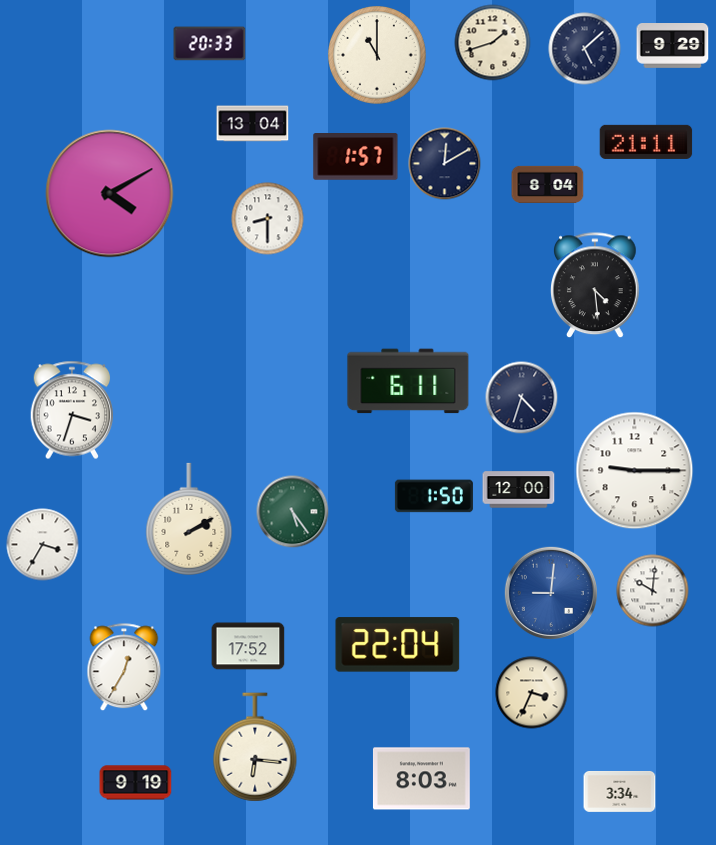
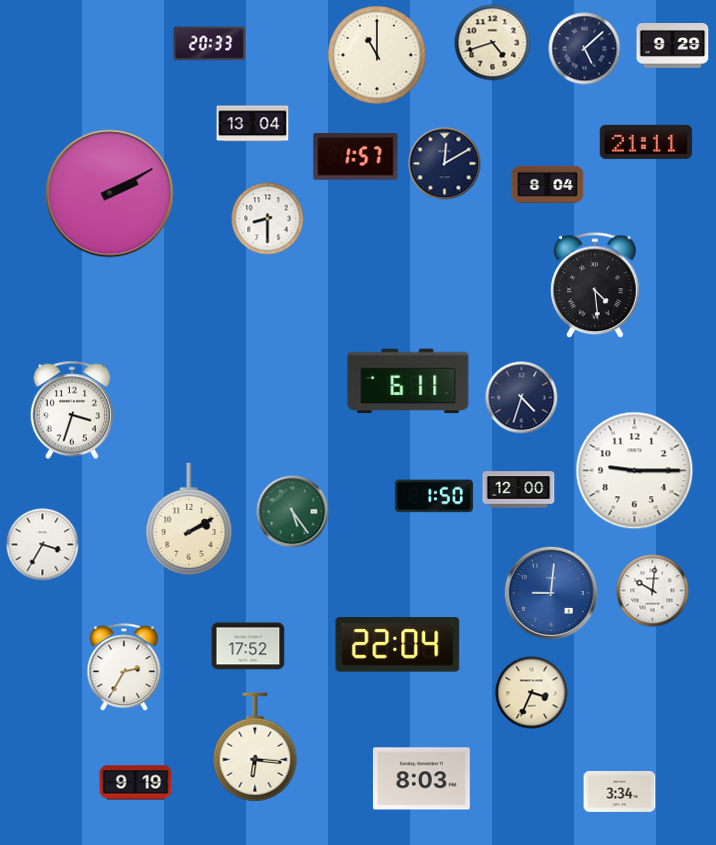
clock at (493, 43): 1:42 -> 4:42
clock at (110, 194): 4:10 -> 2:10
clock at (124, 668): 12:35 -> 2:35
